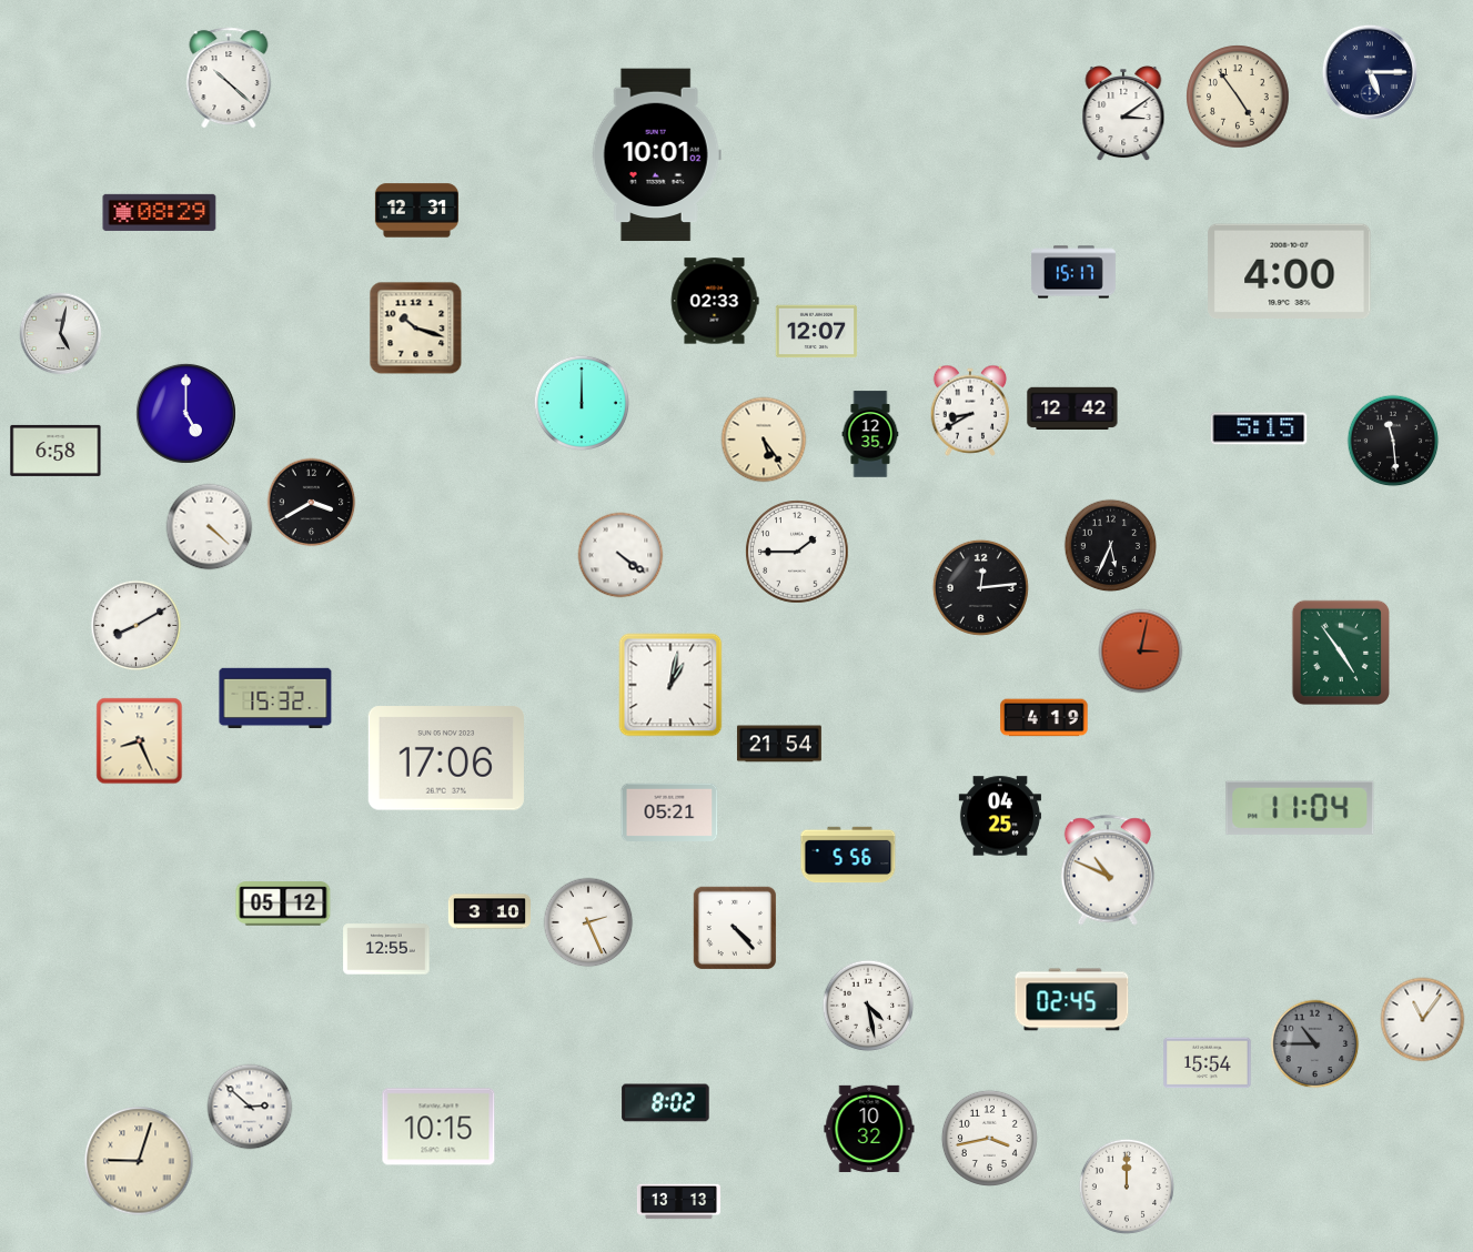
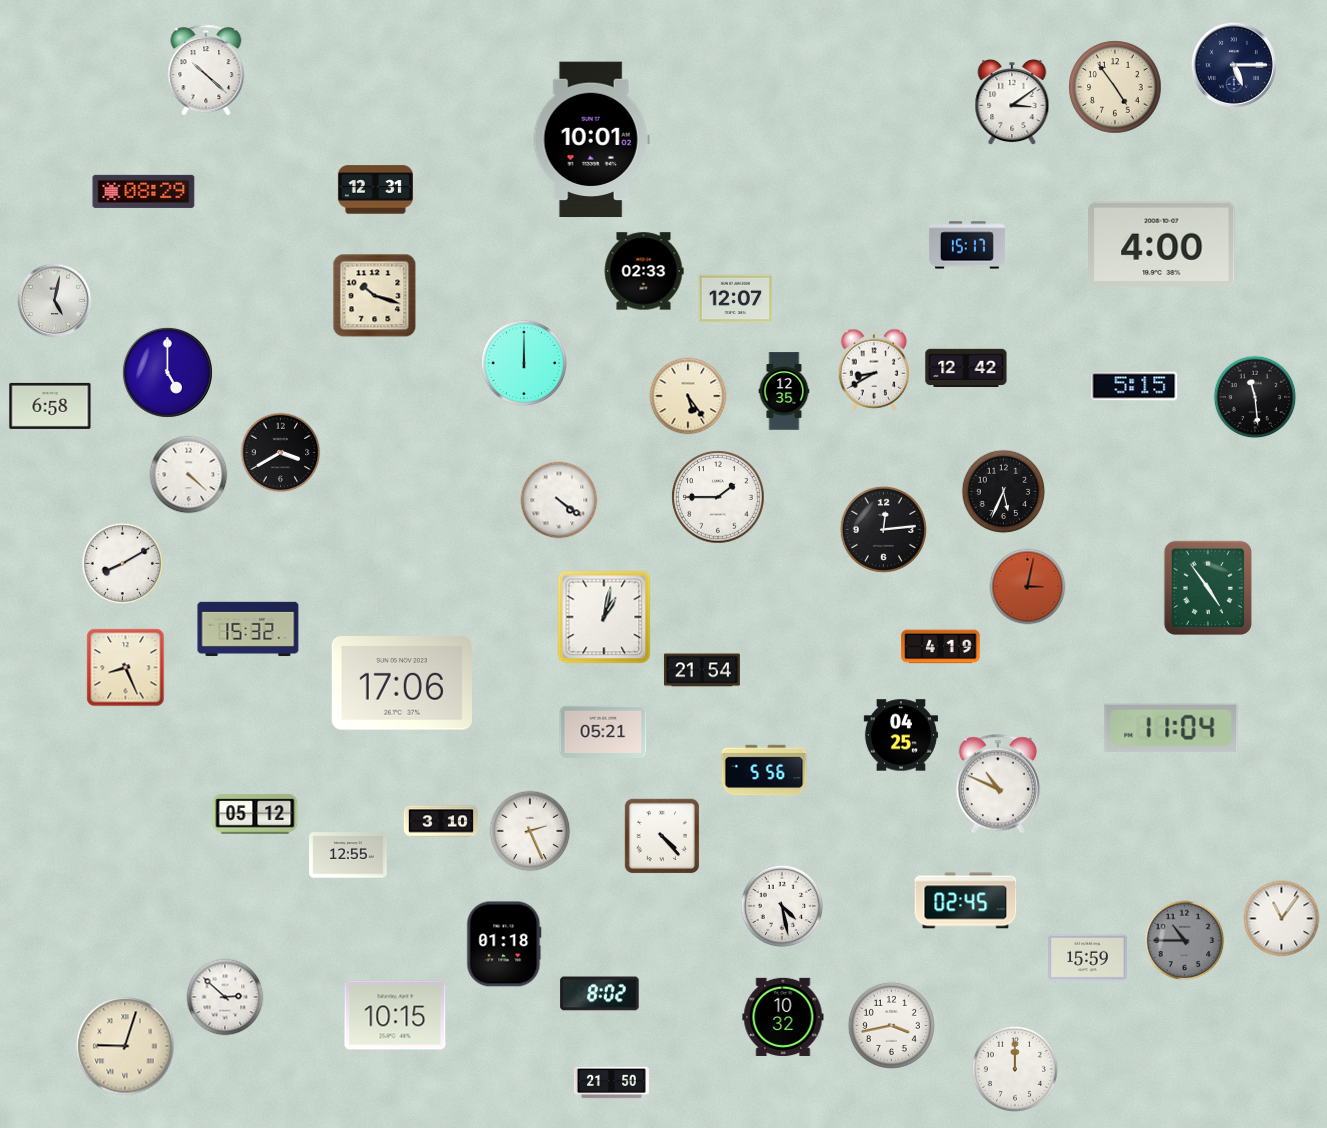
clock at (1111, 546) position: (1111, 546) -> (1004, 492)
clock at (504, 944): none -> 01:18
clock at (1208, 1063): 15:54 -> 15:59
clock at (678, 1202): 13:13 -> 21:50
